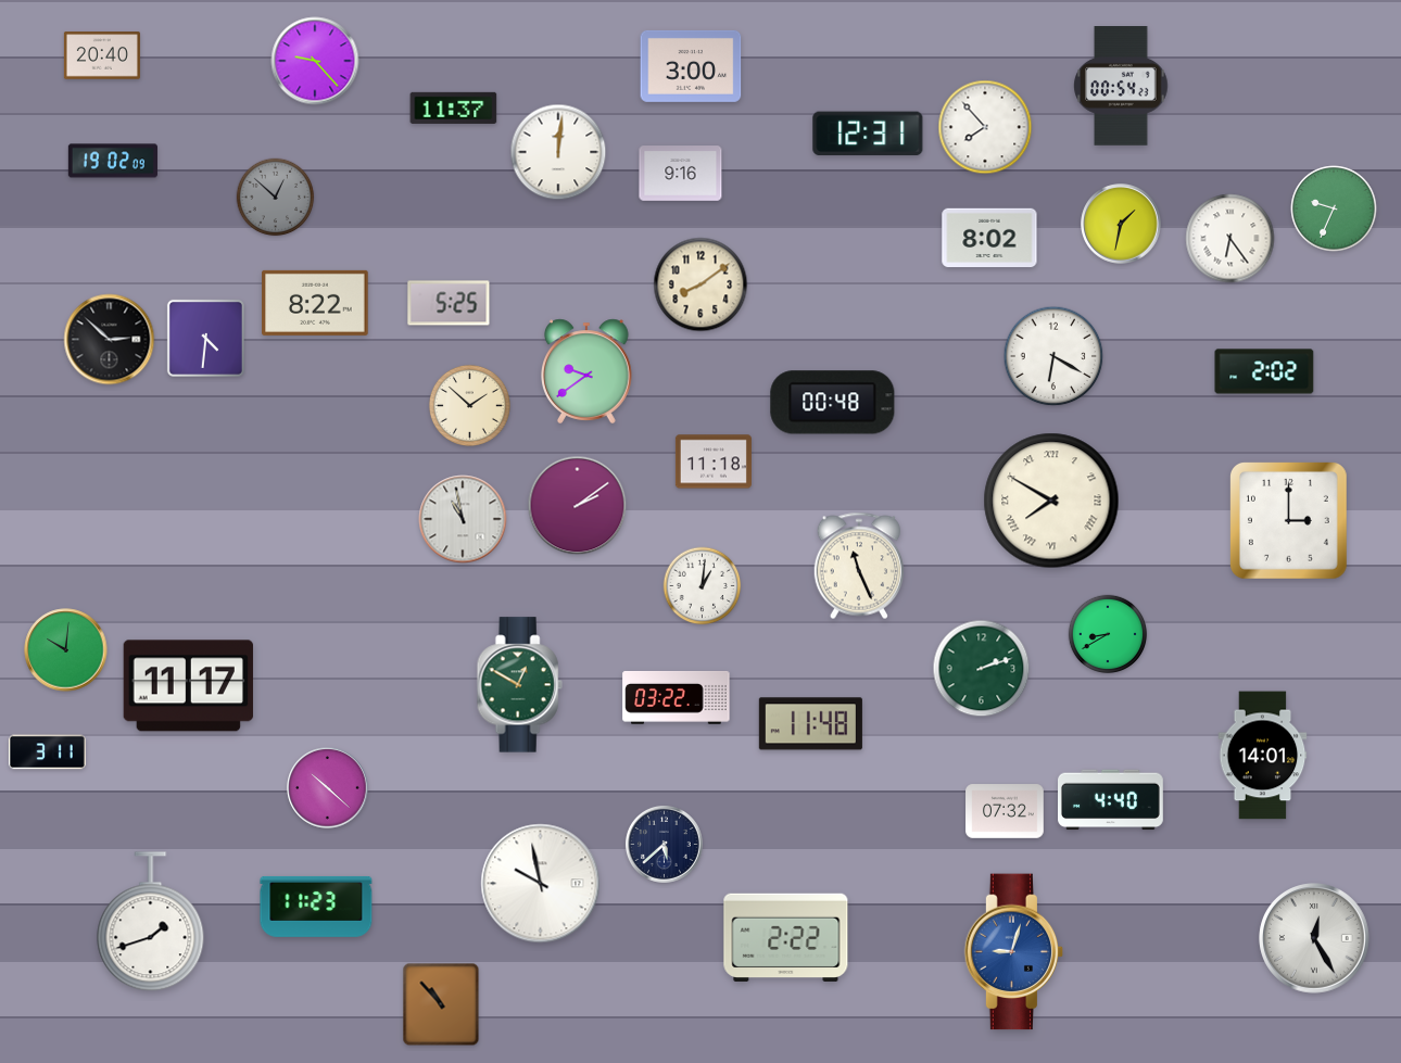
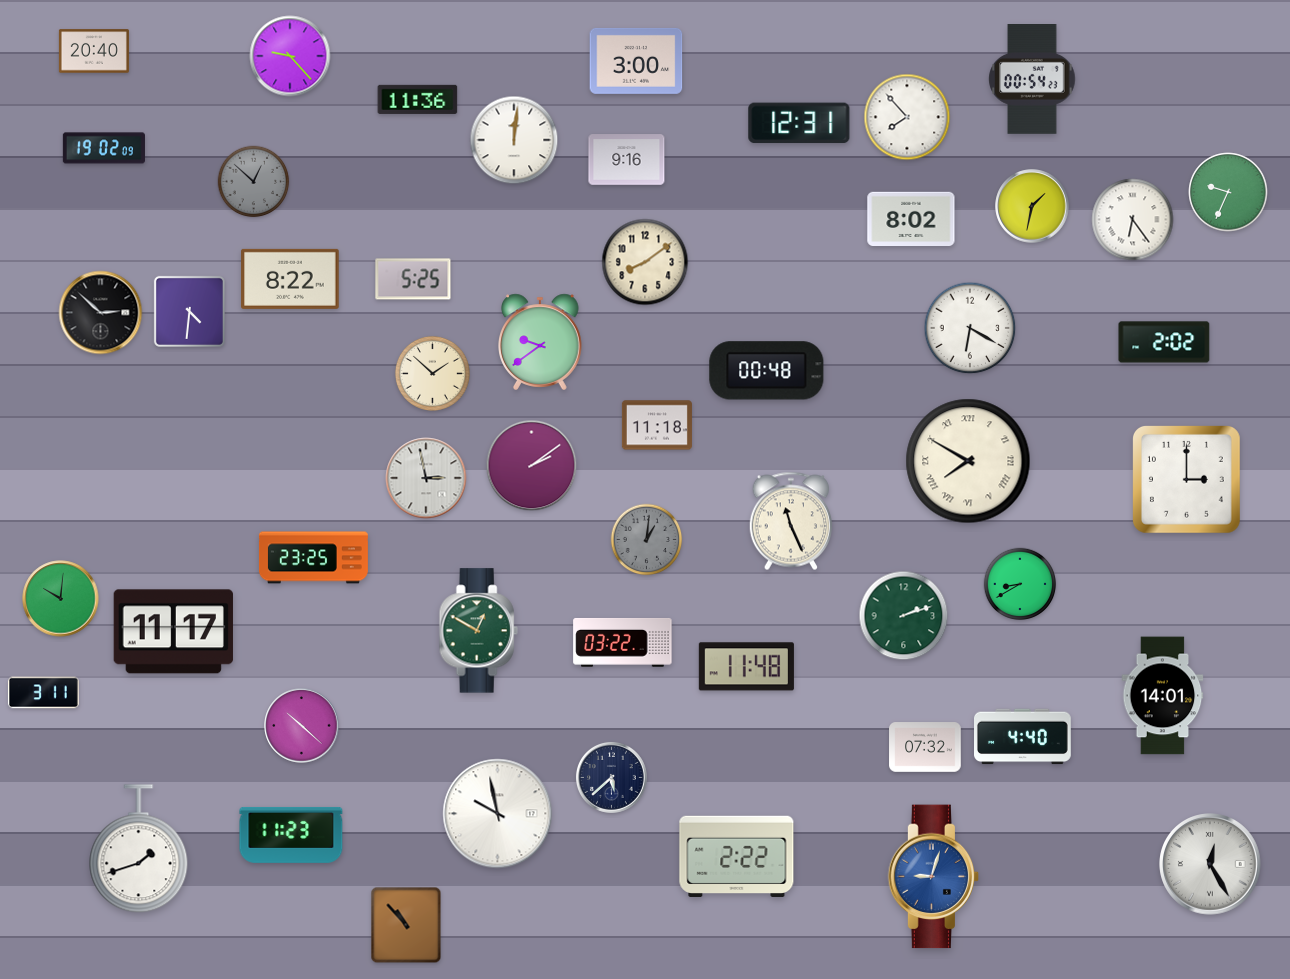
clock at (454, 107): 11:37 -> 11:36
clock at (463, 519): 10:58 -> 2:58
clock at (703, 586) dial: white -> grey
clock at (313, 558): none -> 23:25
clock at (786, 937) position: (786, 937) -> (737, 856)
